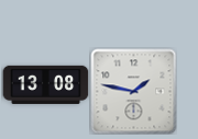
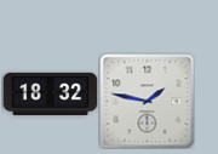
clock at (45, 84): 13:08 -> 18:32
